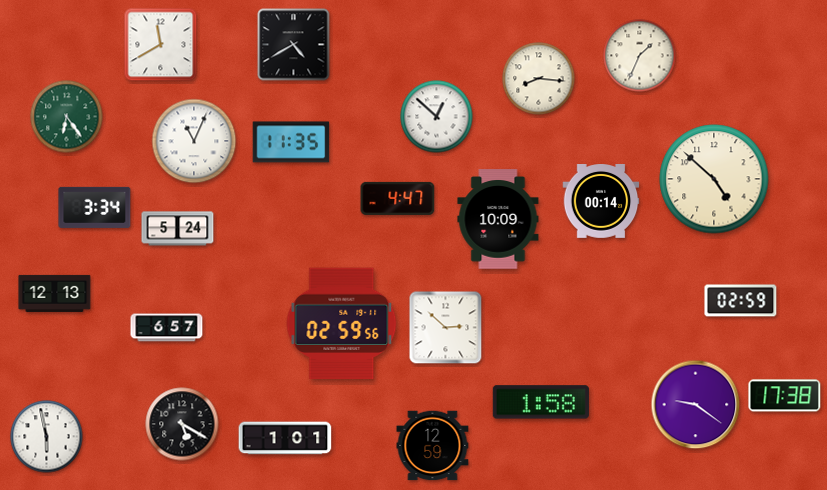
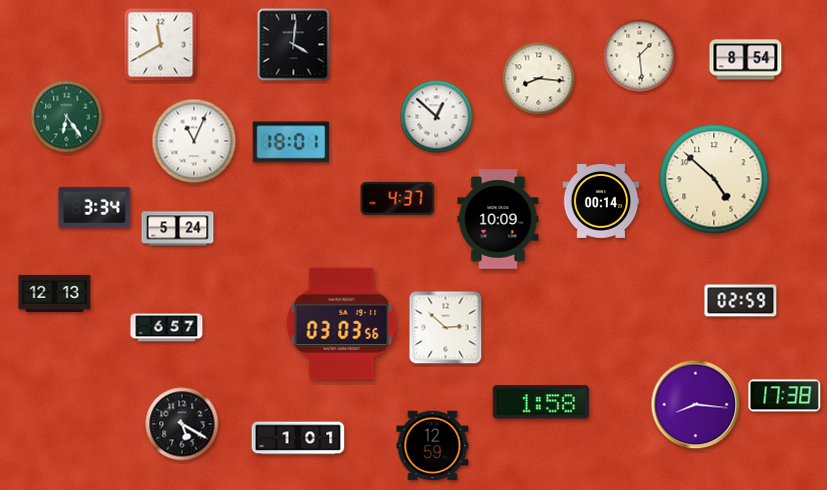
clock at (294, 45): 4:40 -> 4:01
clock at (640, 56): 1:34 -> 1:29
clock at (746, 60): none -> 8:54
clock at (291, 142): 11:35 -> 18:01
clock at (398, 198): 4:47 -> 4:37
clock at (342, 324): 02:59 -> 03:03
clock at (696, 405): 9:21 -> 8:16
clock at (47, 437): 5:58 -> none
clock at (285, 438) position: (285, 438) -> (298, 438)
